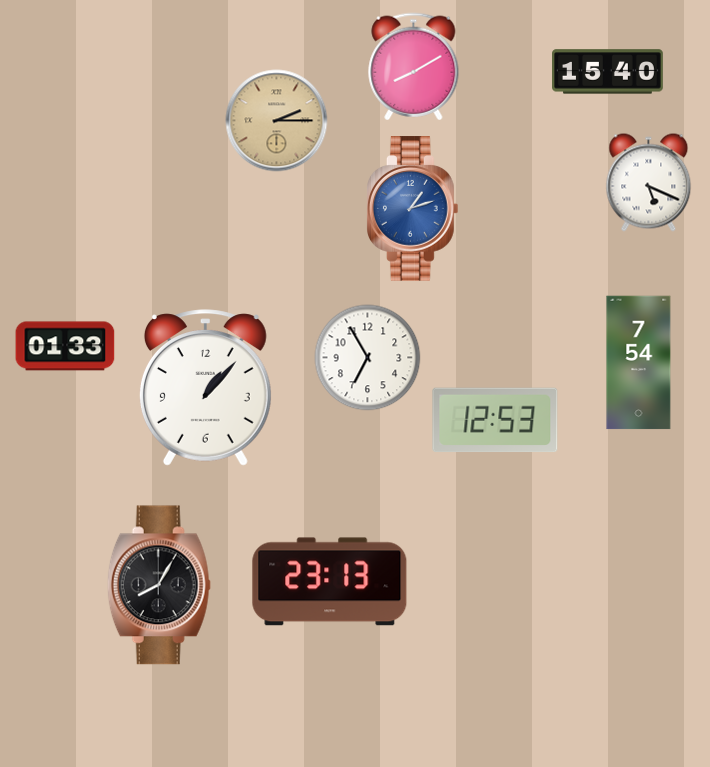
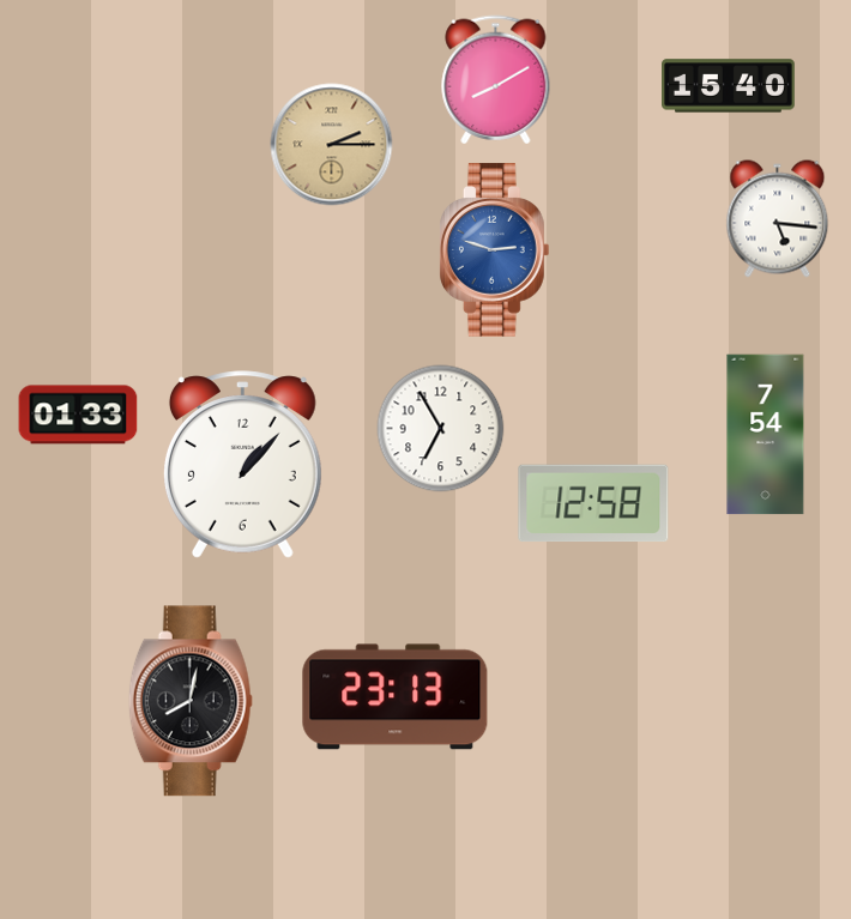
clock at (649, 183): 5:19 -> 5:16
clock at (413, 209): 1:12 -> 2:48
clock at (205, 388) position: (205, 388) -> (242, 465)
clock at (495, 420): 12:53 -> 12:58
clock at (159, 585): 8:05 -> 8:02
